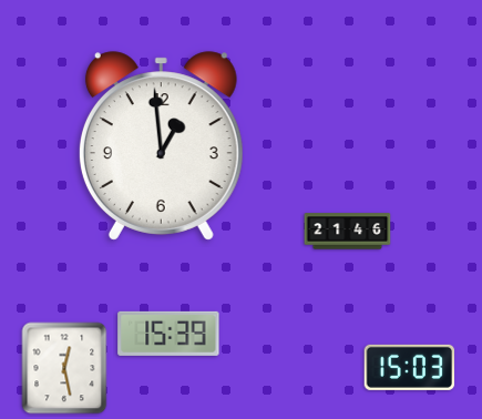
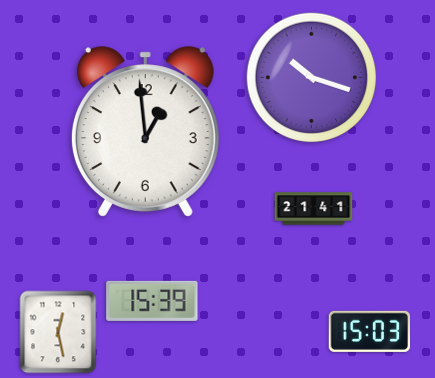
clock at (312, 78): none -> 10:18
clock at (348, 232): 21:46 -> 21:41
